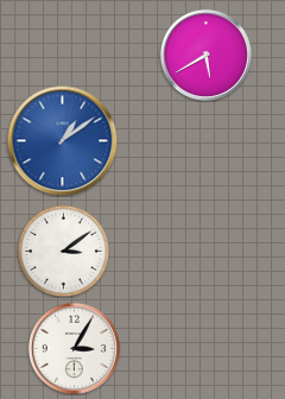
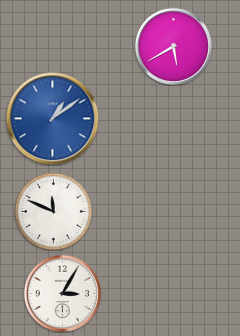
clock at (63, 251): 3:09 -> 11:49
